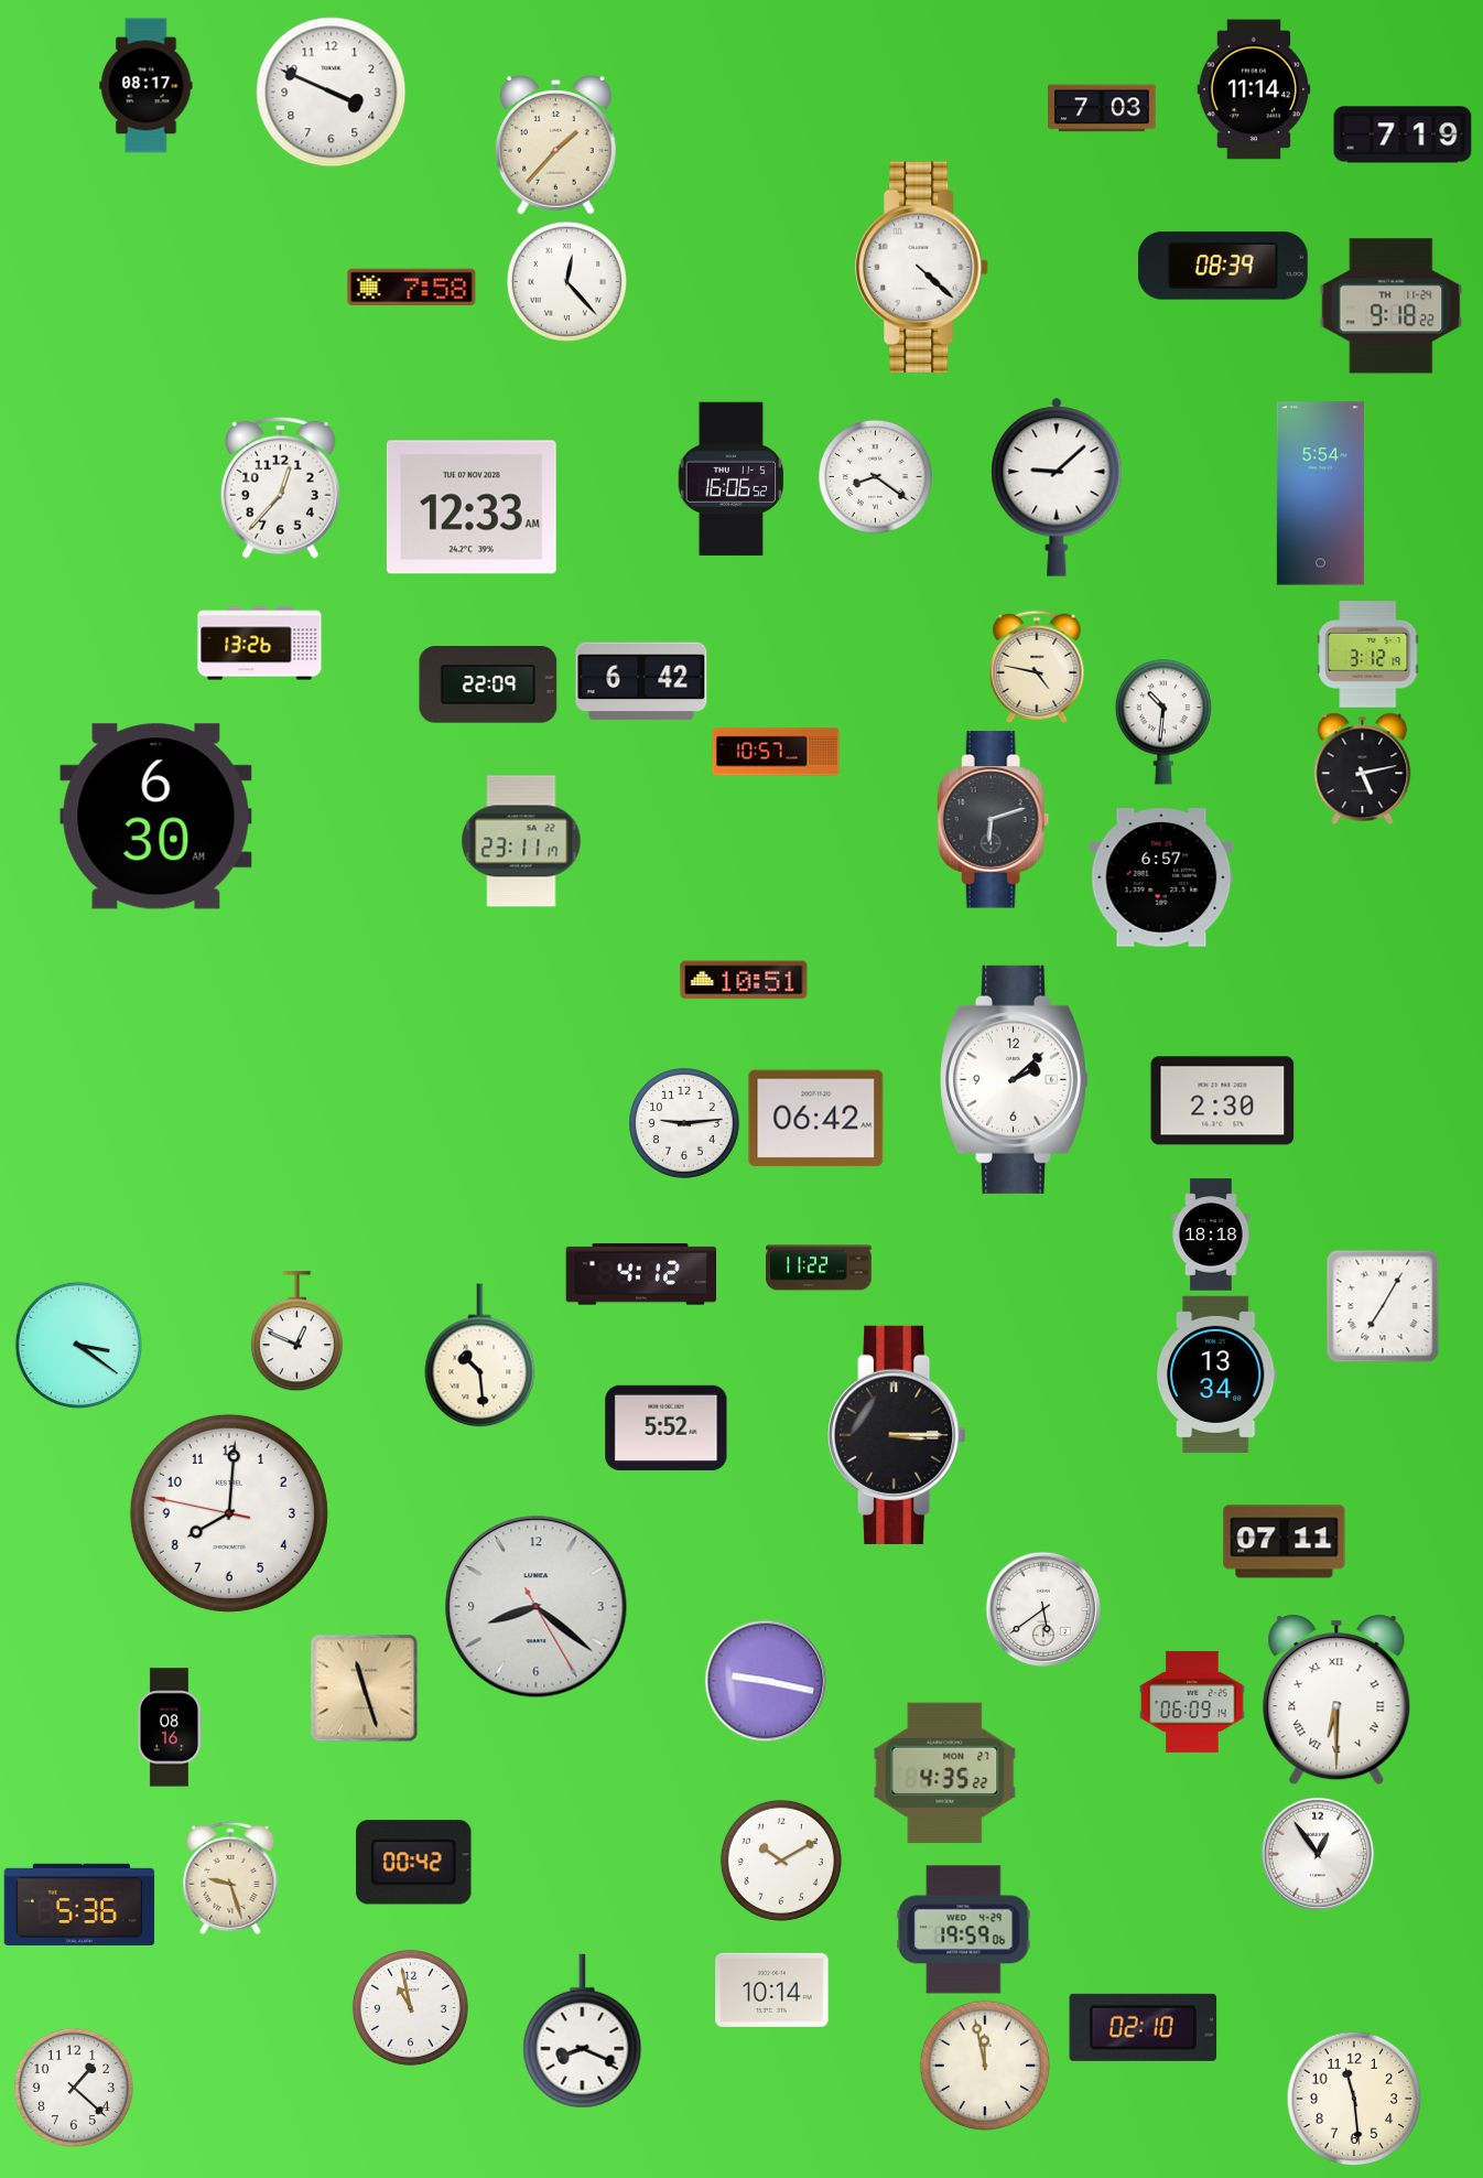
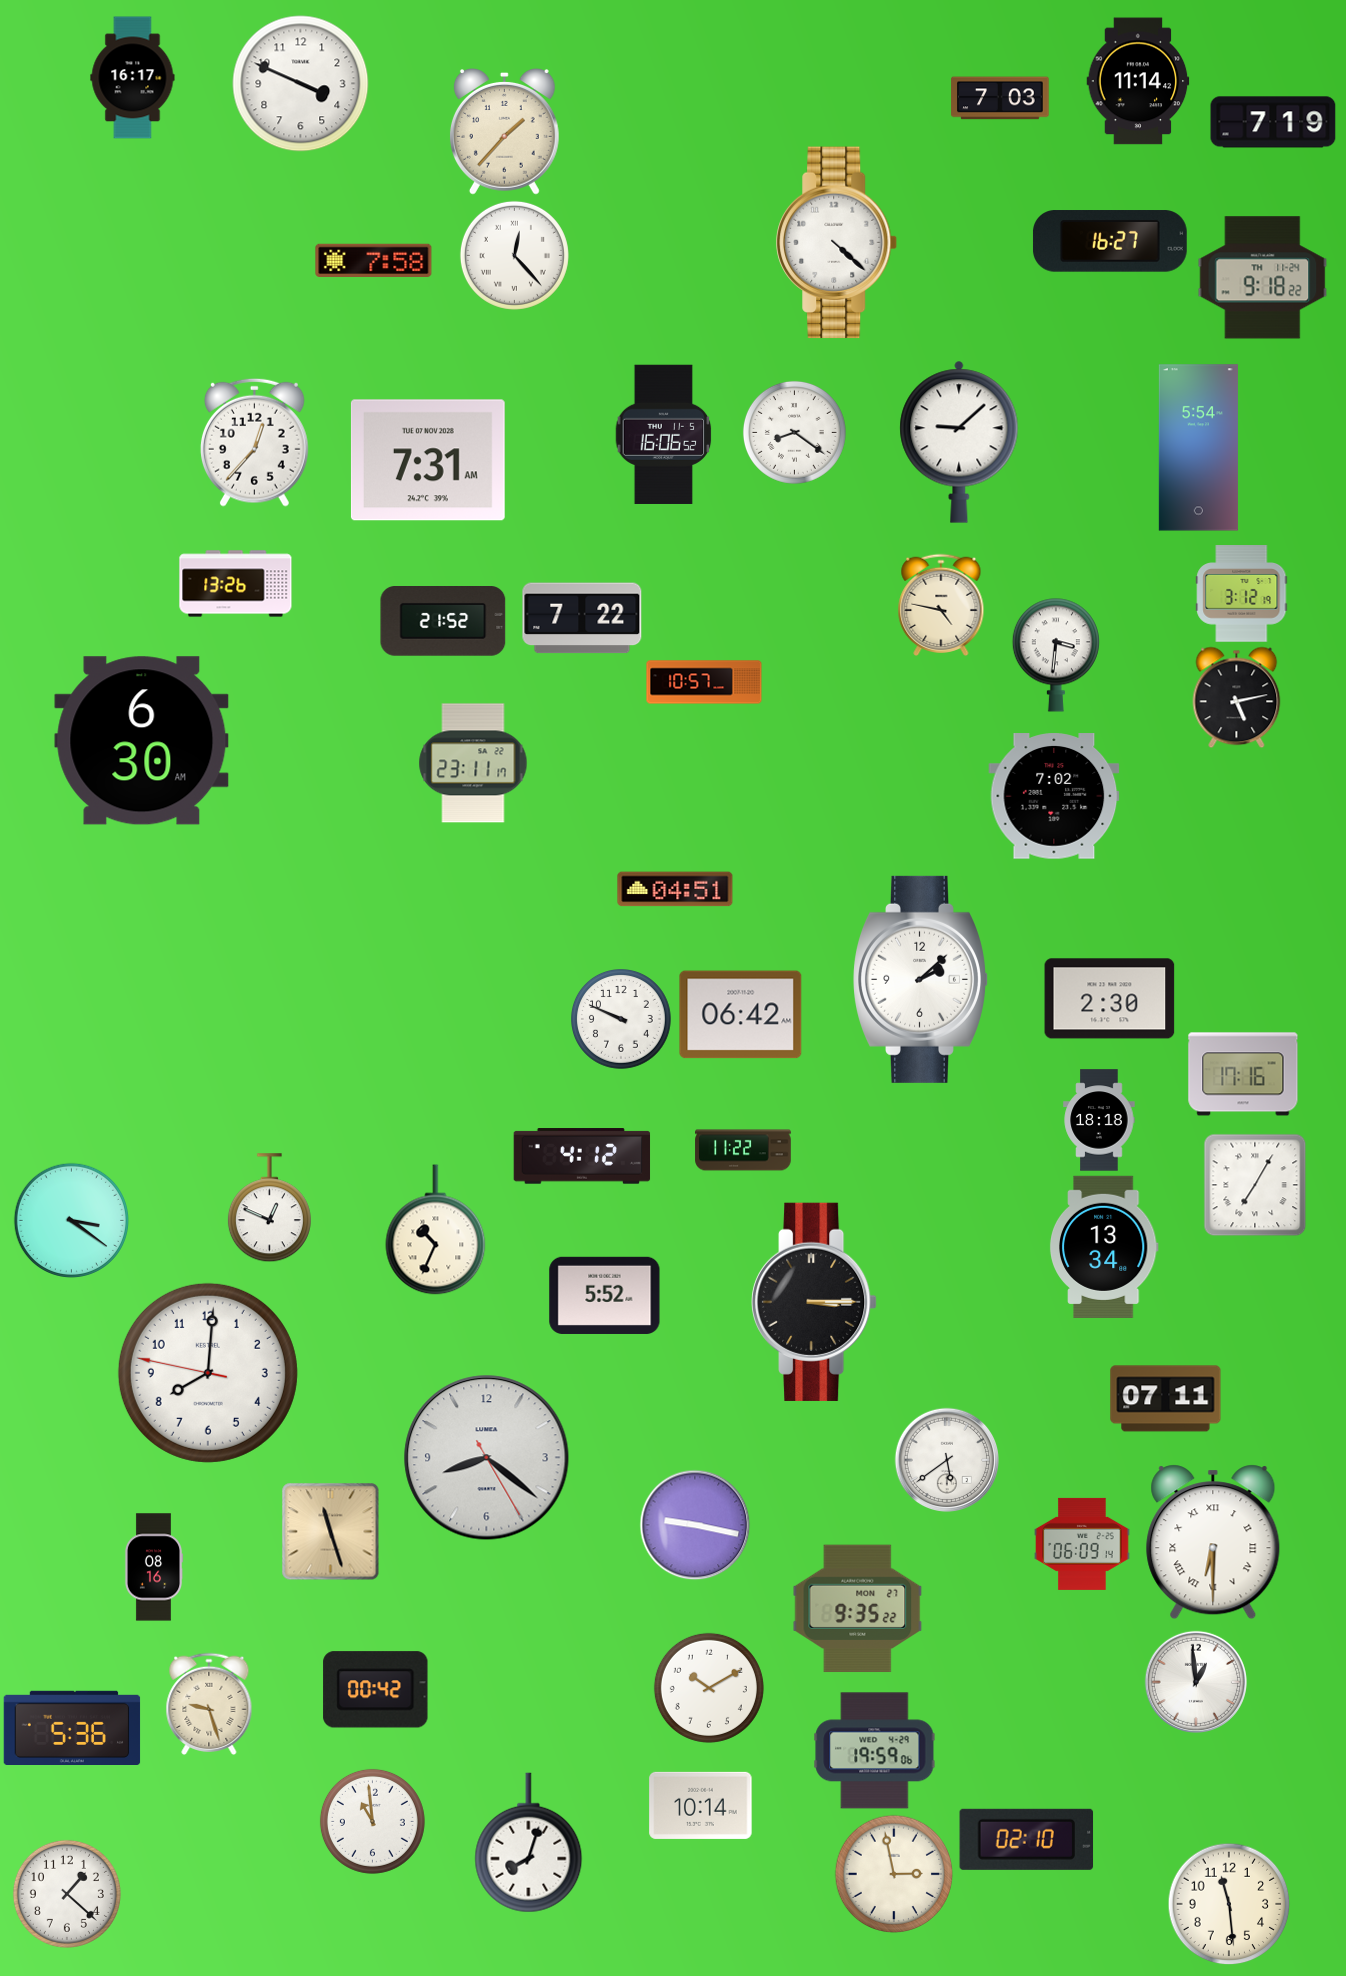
clock at (147, 86): 08:17 -> 16:17
clock at (1223, 266): 08:39 -> 16:27
clock at (472, 507): 12:33 -> 7:31
clock at (641, 681): 6:42 -> 7:22
clock at (488, 686): 22:09 -> 21:52
clock at (1163, 722): 10:31 -> 3:31
clock at (994, 820): 6:12 -> none
clock at (1161, 877): 6:57 -> 7:02
clock at (744, 980): 10:51 -> 04:51
clock at (685, 1124): 9:14 -> 9:49
clock at (1243, 1074): none -> 17:16
clock at (480, 1356): 10:29 -> 10:34
clock at (945, 1773): 4:35 -> 9:35
clock at (1318, 1854): 12:54 -> 12:59
clock at (410, 2007): 10:58 -> 10:59
clock at (1144, 2027) position: (1144, 2027) -> (1027, 1839)
clock at (583, 2031): 8:19 -> 8:03
clock at (985, 2066): 11:58 -> 2:58
